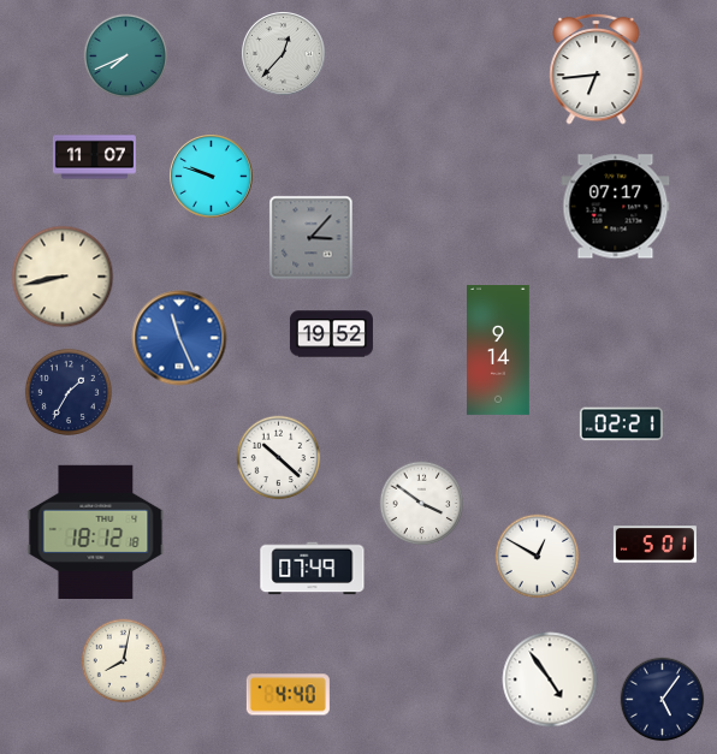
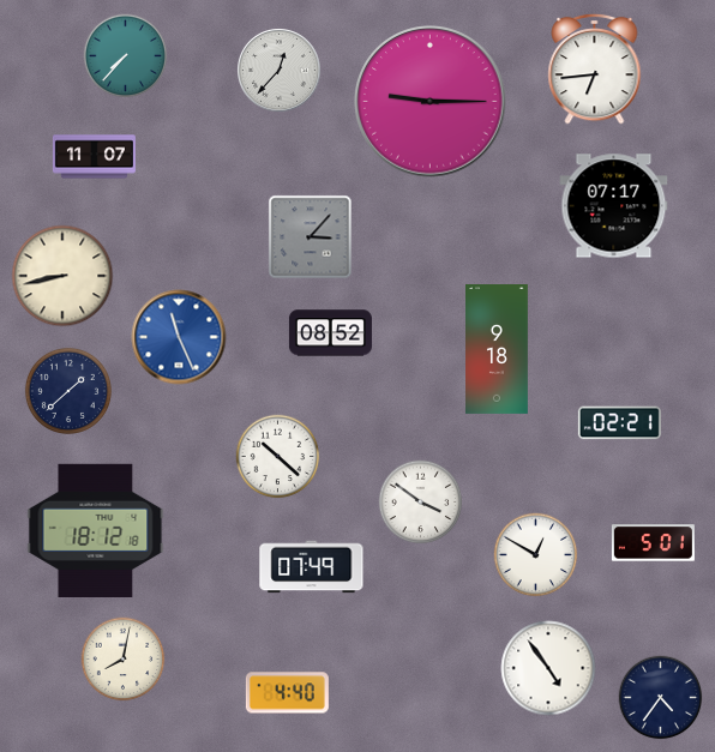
clock at (284, 54) position: (284, 54) -> (280, 71)
clock at (126, 57): 7:41 -> 7:37
clock at (431, 102): none -> 9:15
clock at (212, 177): 9:48 -> none
clock at (331, 334): 19:52 -> 08:52
clock at (499, 351): 9:14 -> 9:18
clock at (69, 392): 1:35 -> 1:38
clock at (550, 679) position: (550, 679) -> (548, 668)
clock at (663, 700): 5:06 -> 4:36
